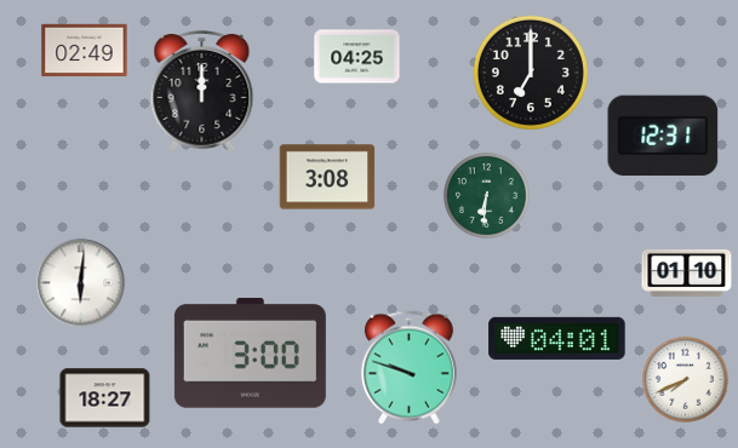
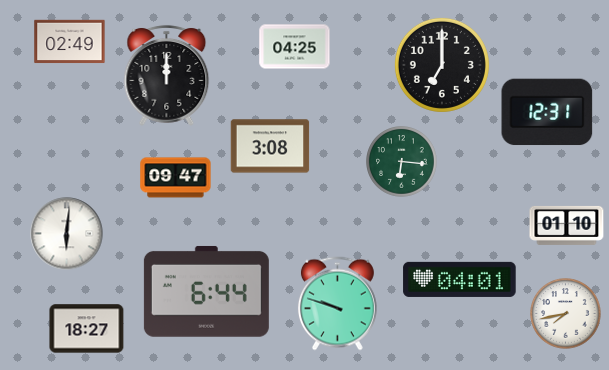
clock at (531, 73) position: (531, 73) -> (442, 65)
clock at (487, 196): 6:31 -> 6:16
clock at (176, 178): none -> 09:47
clock at (250, 352): 3:00 -> 6:44
clock at (686, 380): 7:41 -> 7:43
